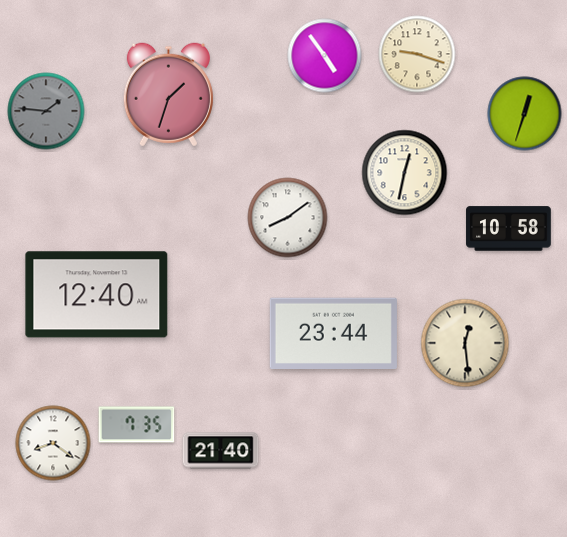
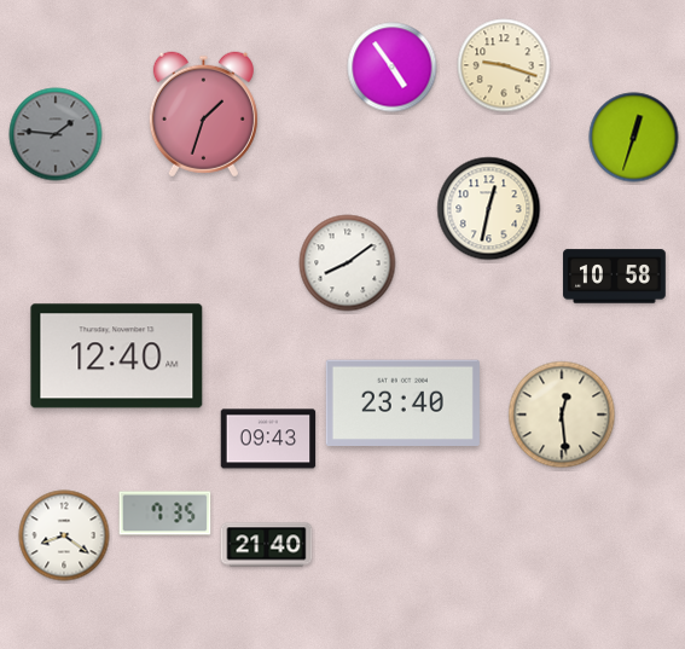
clock at (333, 333): 23:44 -> 23:40
clock at (268, 439): none -> 09:43
